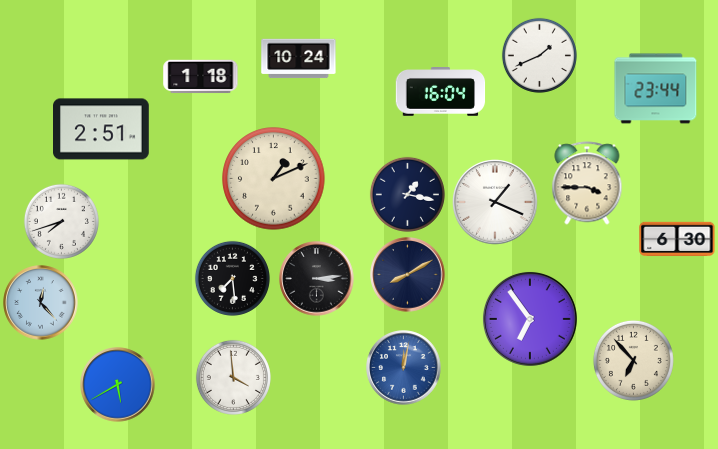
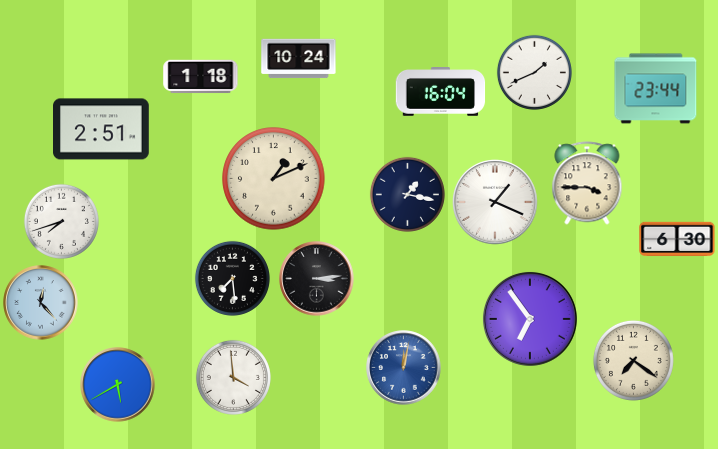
clock at (539, 55) position: (539, 55) -> (534, 72)
clock at (408, 275): 8:10 -> none
clock at (633, 360): 6:53 -> 7:21
